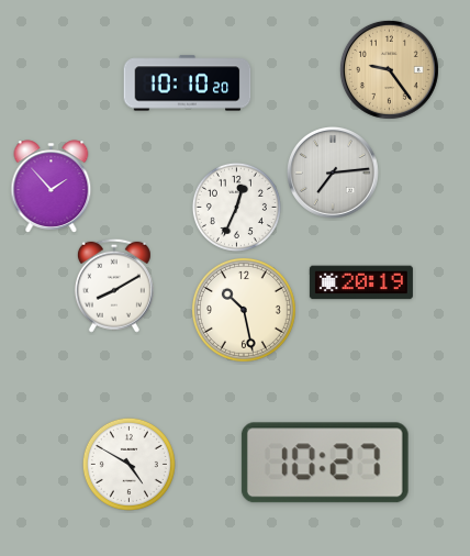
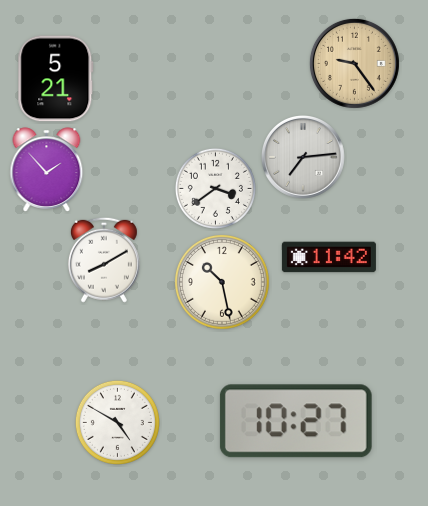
clock at (188, 84): 10:10 -> none
clock at (56, 79): none -> 5:21
clock at (236, 207): 12:34 -> 3:39
clock at (361, 282): 20:19 -> 11:42
